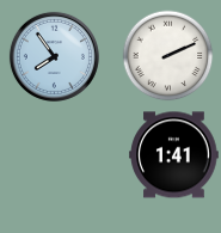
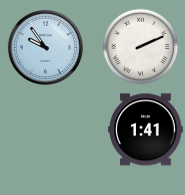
clock at (54, 56): 7:54 -> 9:54
